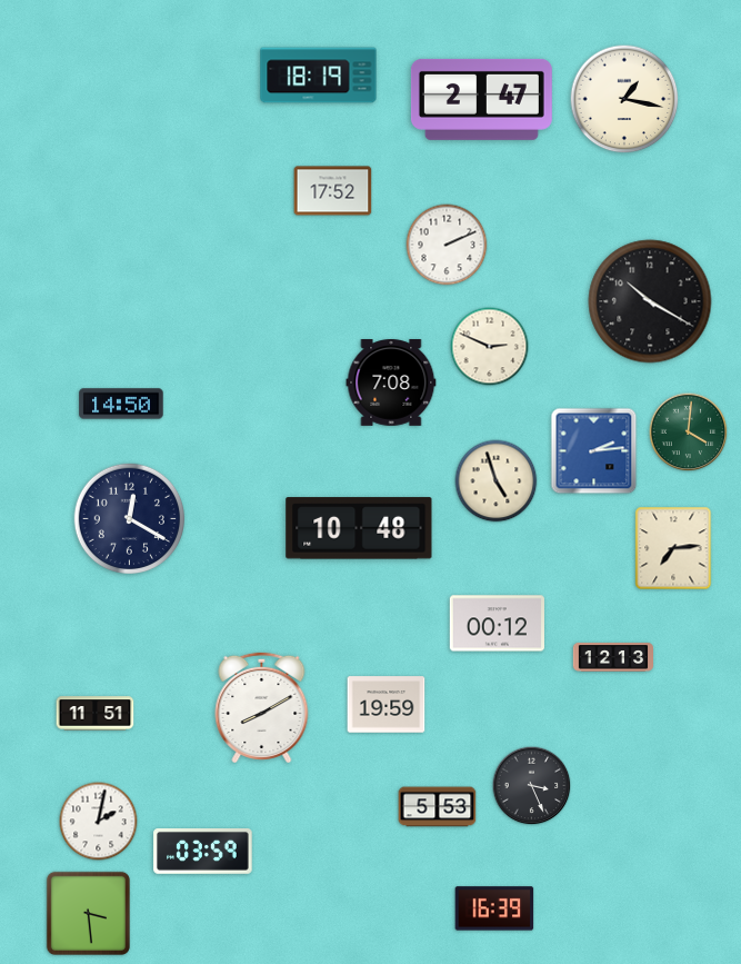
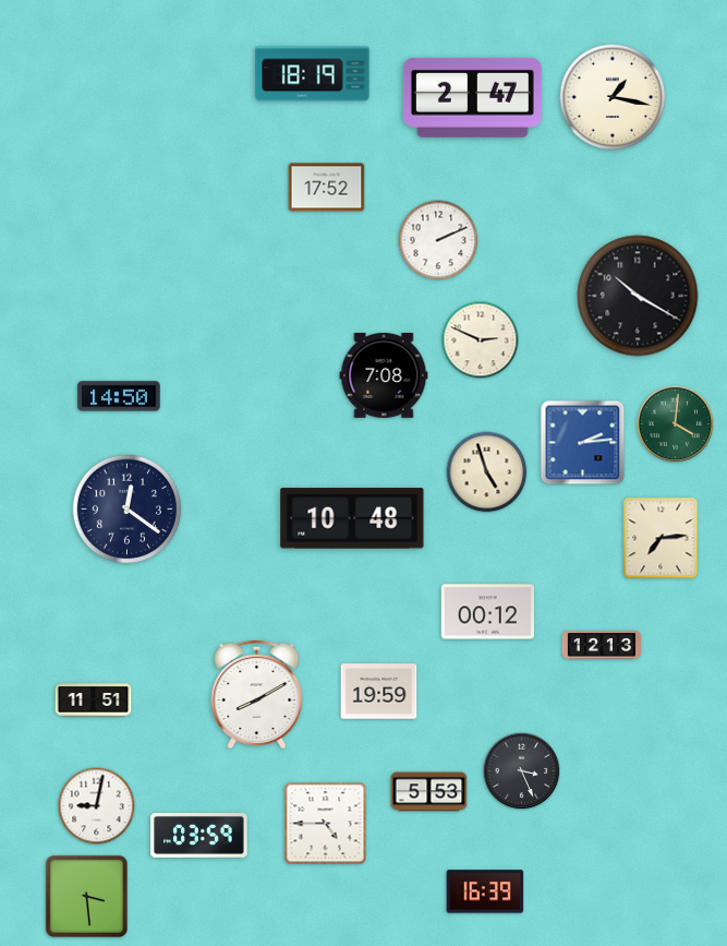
clock at (130, 519): 12:20 -> 12:21
clock at (99, 822): 2:02 -> 9:02
clock at (326, 824): none -> 4:45
